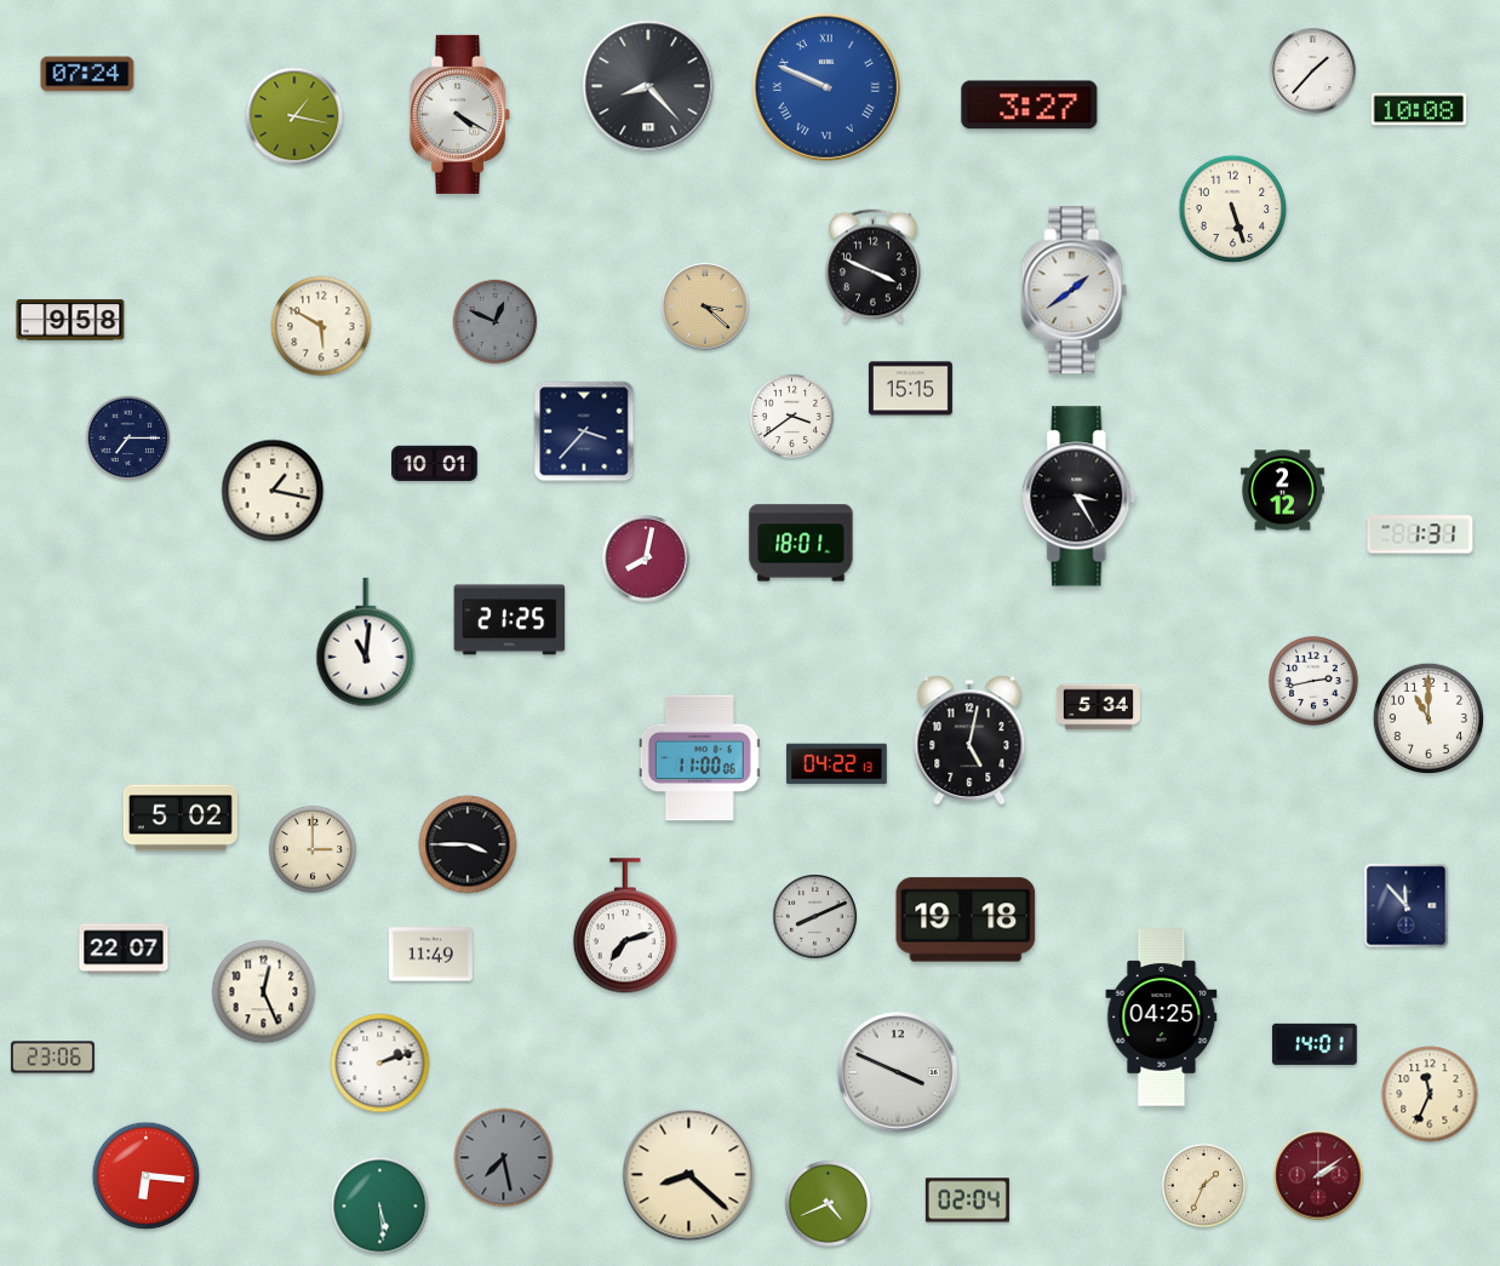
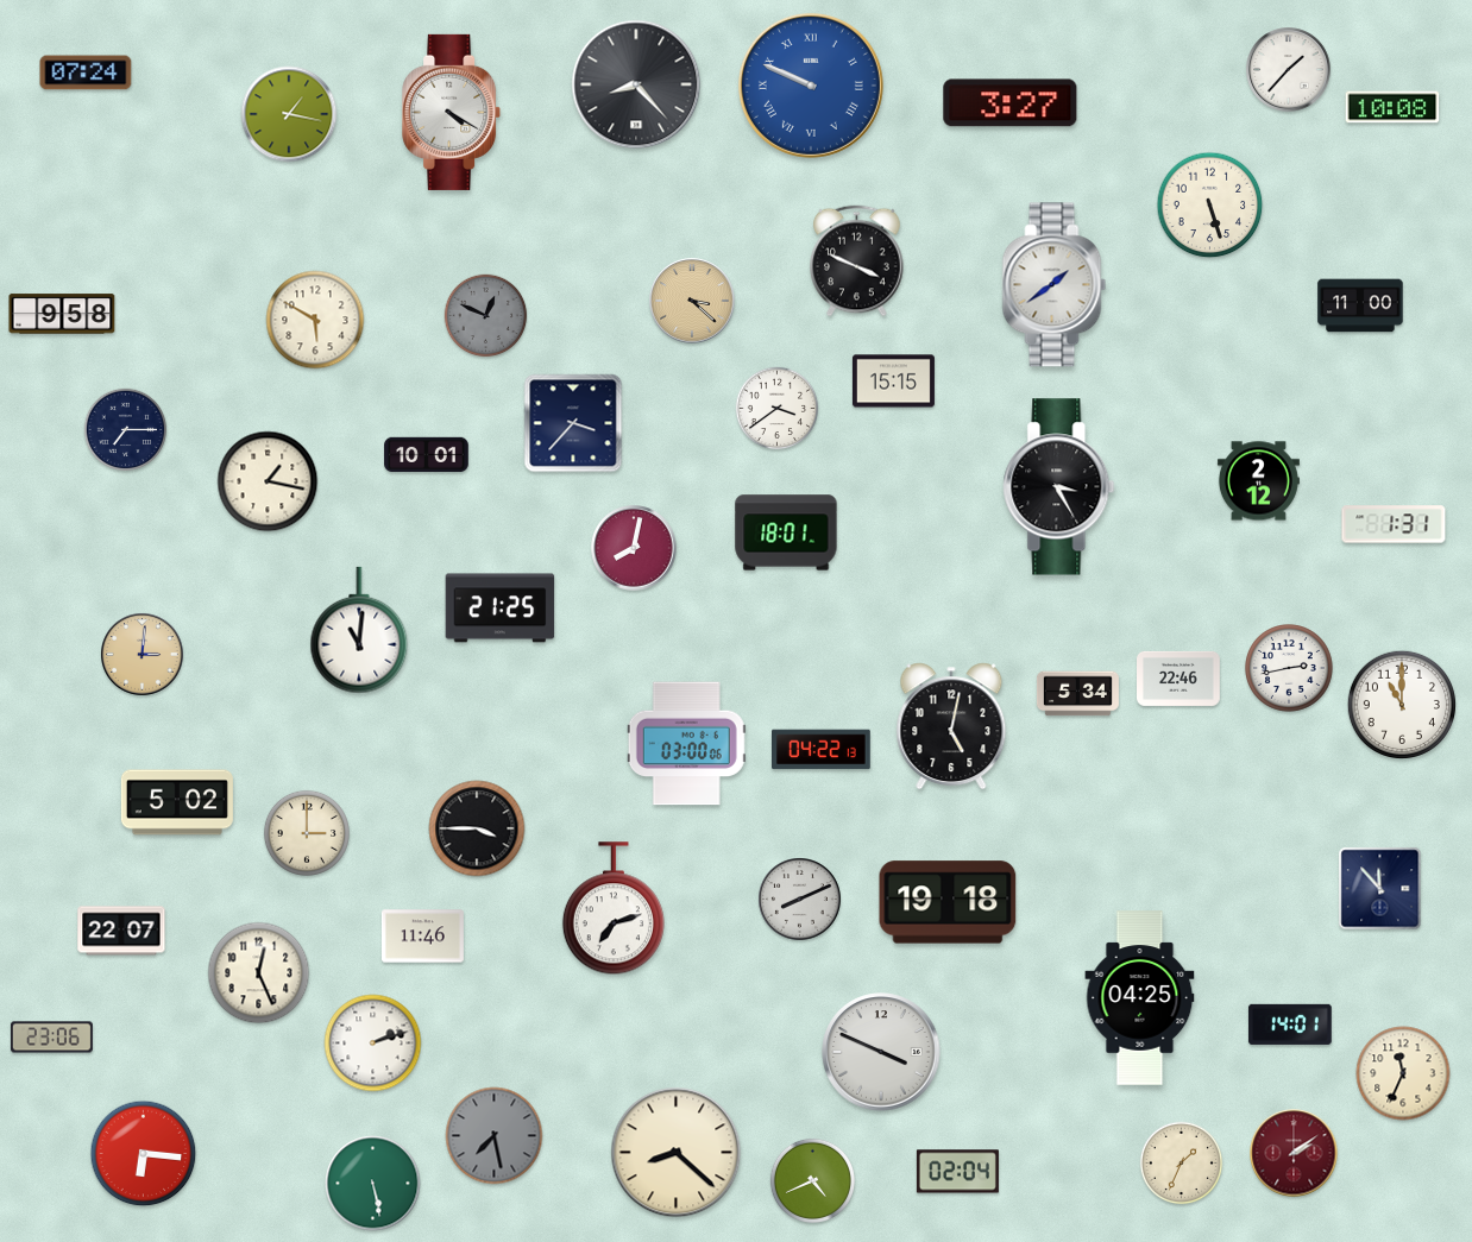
clock at (1360, 305): none -> 11:00
clock at (70, 320) position: (70, 320) -> (62, 314)
clock at (143, 655): none -> 3:01
clock at (1180, 679): none -> 22:46
clock at (699, 758): 11:00 -> 03:00
clock at (468, 844) position: (468, 844) -> (477, 828)
clock at (430, 955): 11:49 -> 11:46
clock at (967, 1201) position: (967, 1201) -> (957, 1172)
clock at (380, 1207): 5:29 -> 5:28
